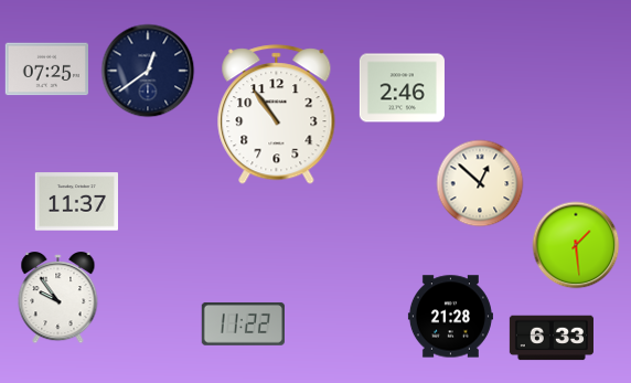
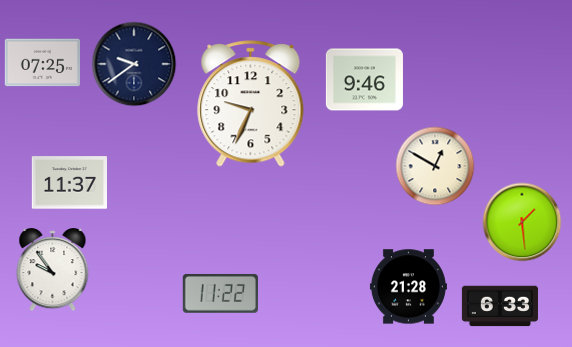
clock at (148, 71): 12:39 -> 9:39
clock at (402, 88): 2:46 -> 9:46
clock at (277, 115): 10:54 -> 9:34
clock at (480, 183): 12:52 -> 12:50
